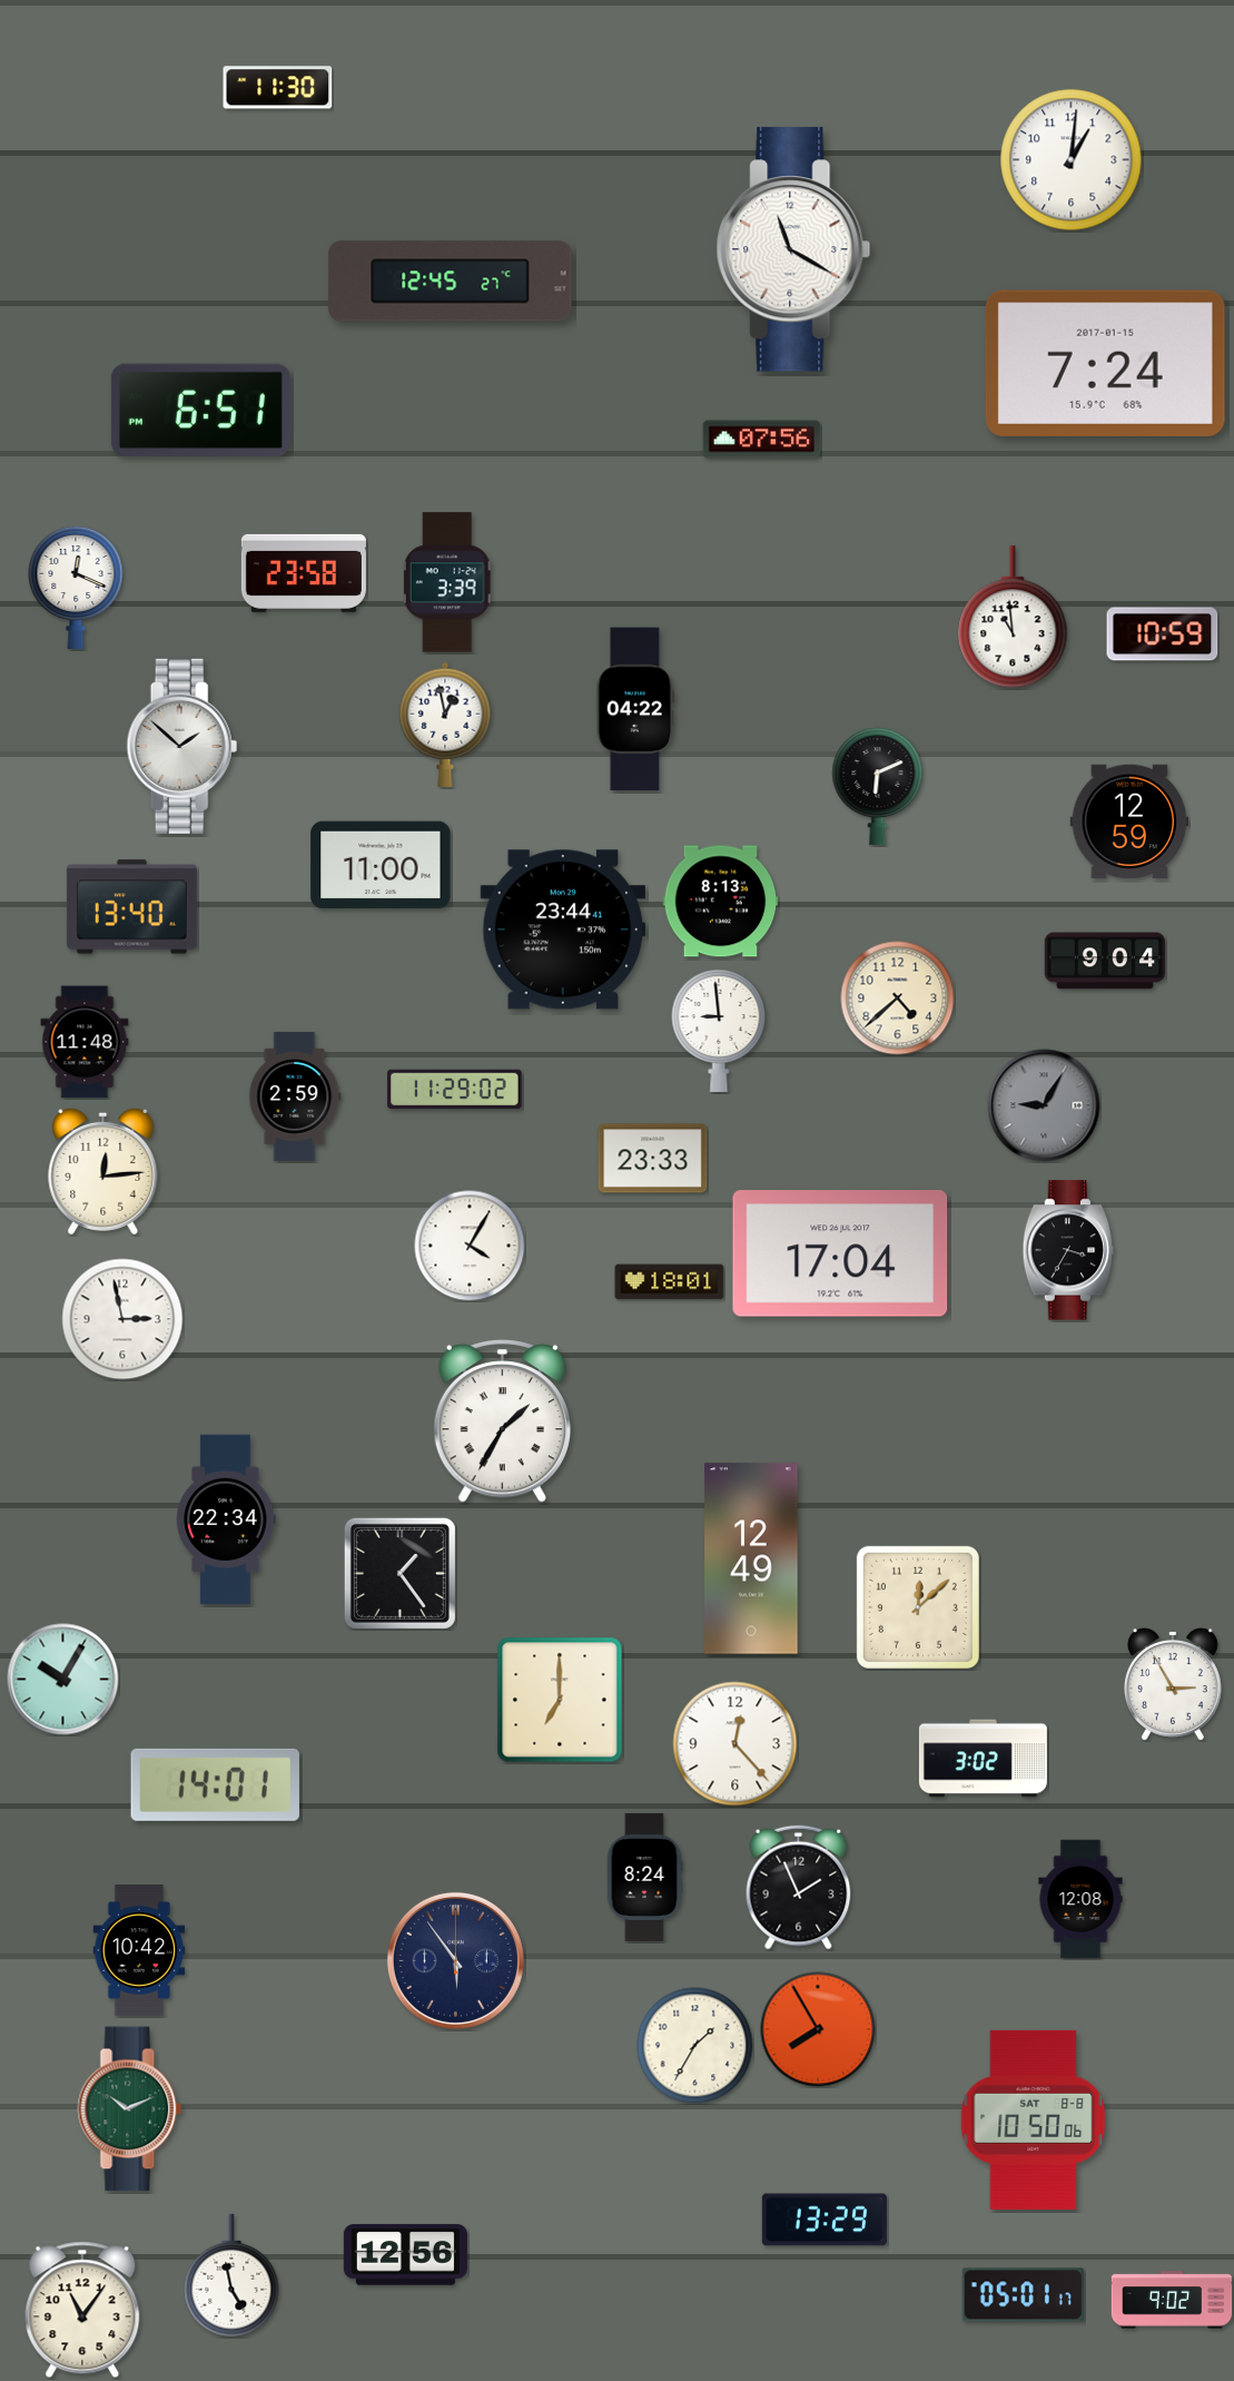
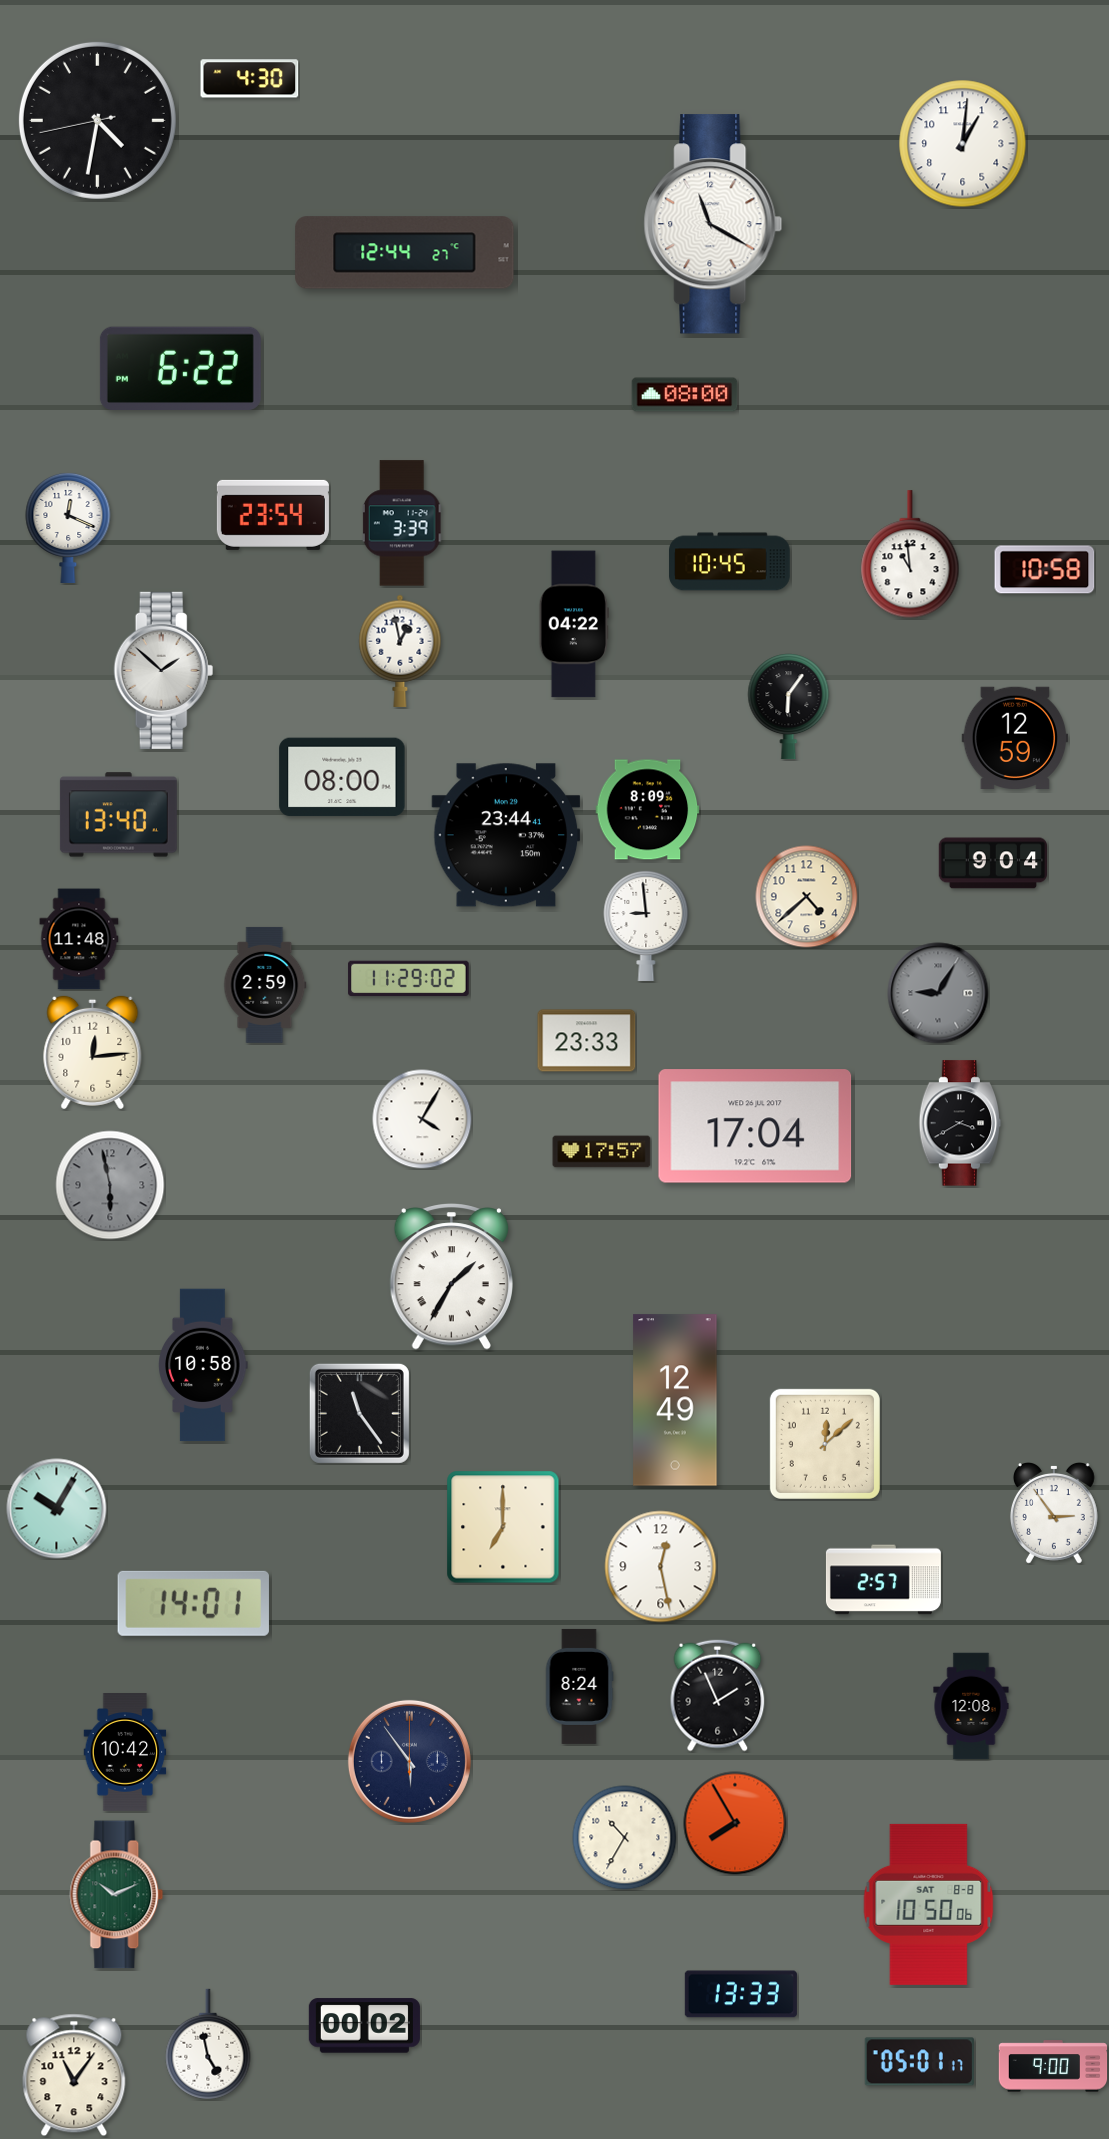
clock at (278, 88): 11:30 -> 4:30
clock at (97, 120): none -> 4:31
clock at (451, 282): 12:45 -> 12:44
clock at (1105, 363): 7:24 -> none
clock at (200, 410): 6:51 -> 6:22
clock at (762, 440): 07:56 -> 08:00
clock at (304, 573): 23:58 -> 23:54
clock at (730, 562): none -> 10:45
clock at (1163, 634): 10:59 -> 10:58
clock at (635, 709) position: (635, 709) -> (574, 624)
clock at (878, 787): 6:11 -> 6:06
clock at (381, 865): 11:00 -> 08:00
clock at (721, 902): 8:13 -> 8:09
clock at (85, 1042) position: (85, 1042) -> (79, 939)
clock at (1068, 1250): 3:35 -> 3:40
clock at (670, 1282): 18:01 -> 17:57
clock at (122, 1319): 2:58 -> 5:58
clock at (122, 1319) dial: white -> grey
clock at (226, 1519): 22:34 -> 10:58
clock at (399, 1573): 1:24 -> 11:24
clock at (1173, 1685): 2:55 -> 2:54
clock at (736, 1744): 12:23 -> 12:28
clock at (983, 1759): 3:02 -> 2:57
clock at (695, 2046): 1:35 -> 10:35
clock at (825, 2220): 13:29 -> 13:33
clock at (405, 2255): 12:56 -> 00:02
clock at (1172, 2300): 9:02 -> 9:00
